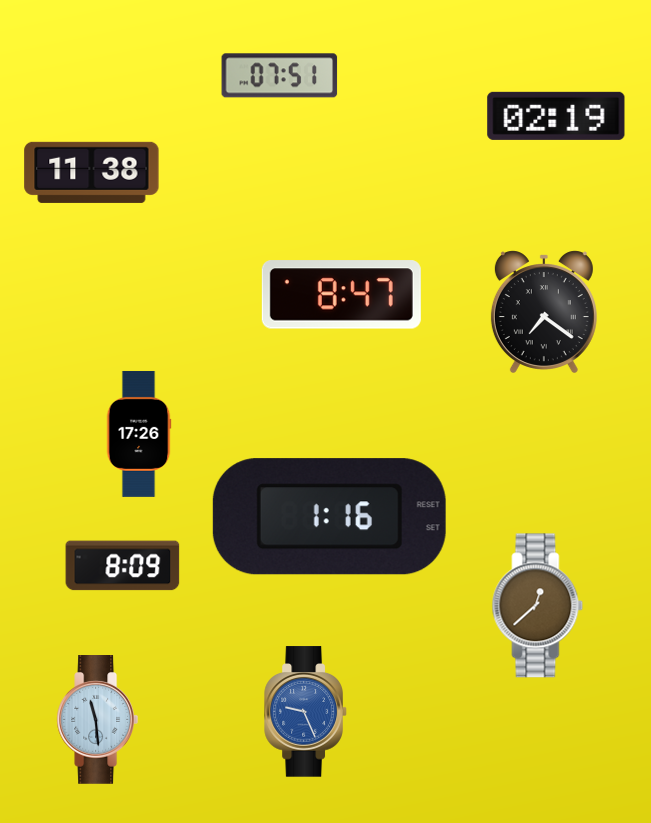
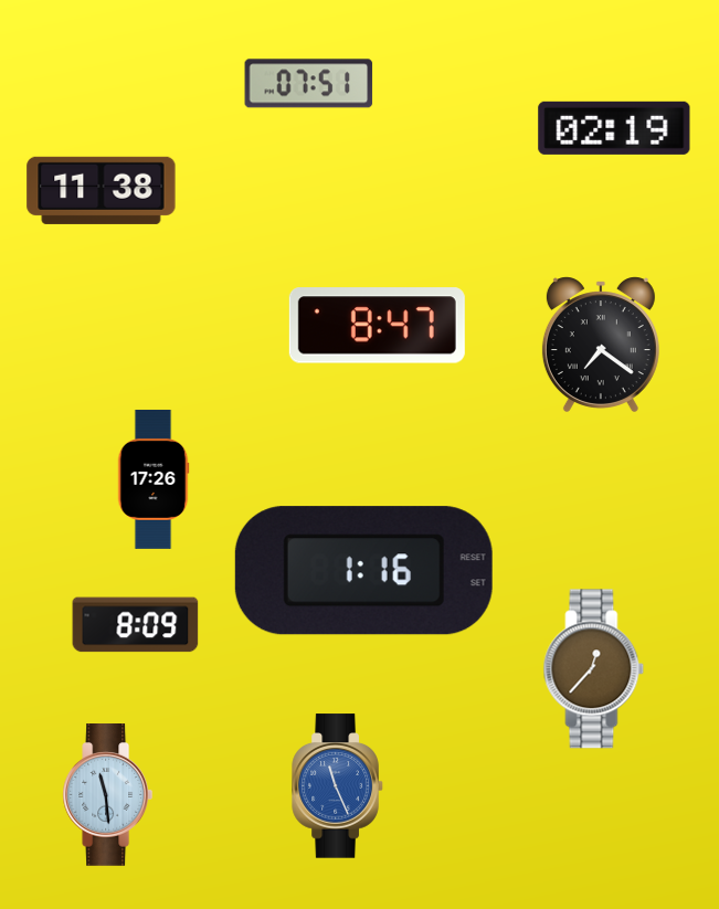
clock at (538, 606): 12:38 -> 12:37
clock at (306, 712): 9:26 -> 11:26
